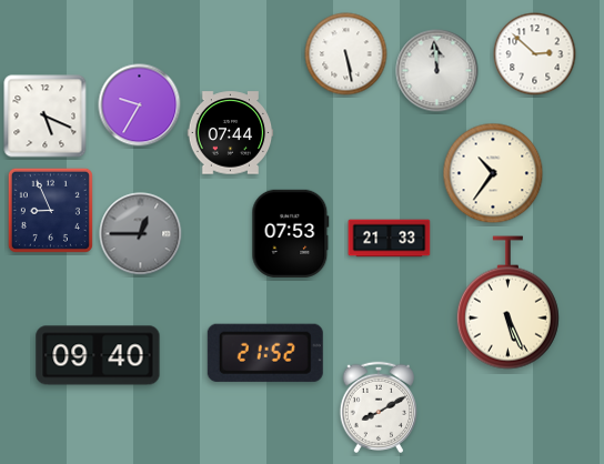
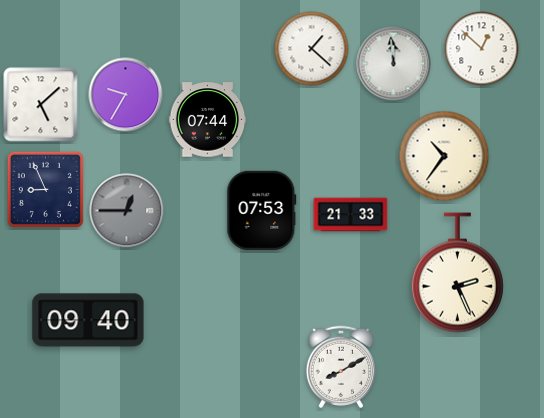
clock at (346, 54): 5:28 -> 1:22
clock at (535, 54): 2:52 -> 12:52
clock at (46, 117): 5:19 -> 5:08
clock at (507, 303): 5:26 -> 2:26
clock at (265, 353): 21:52 -> none
